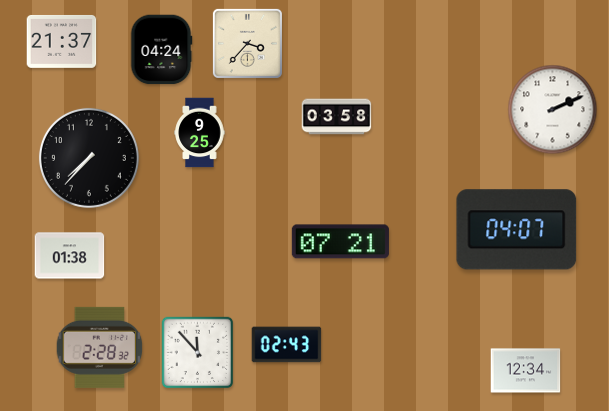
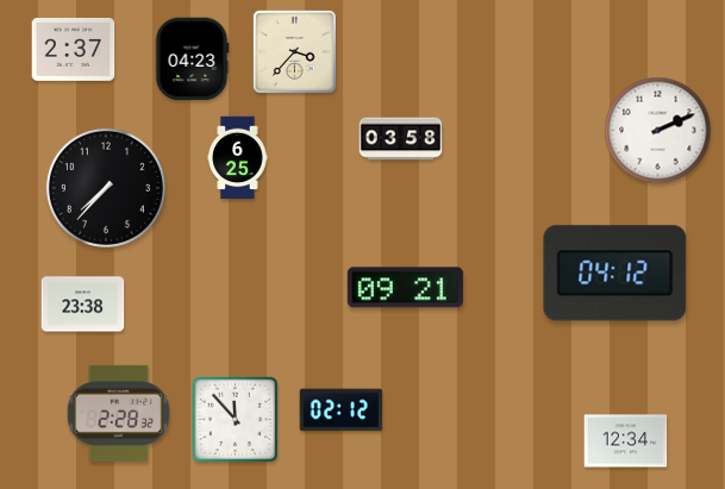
clock at (62, 42): 21:37 -> 2:37
clock at (161, 50): 04:24 -> 04:23
clock at (200, 133): 9:25 -> 6:25
clock at (517, 230): 04:07 -> 04:12
clock at (340, 242): 07:21 -> 09:21
clock at (70, 256): 01:38 -> 23:38
clock at (287, 345): 02:43 -> 02:12
